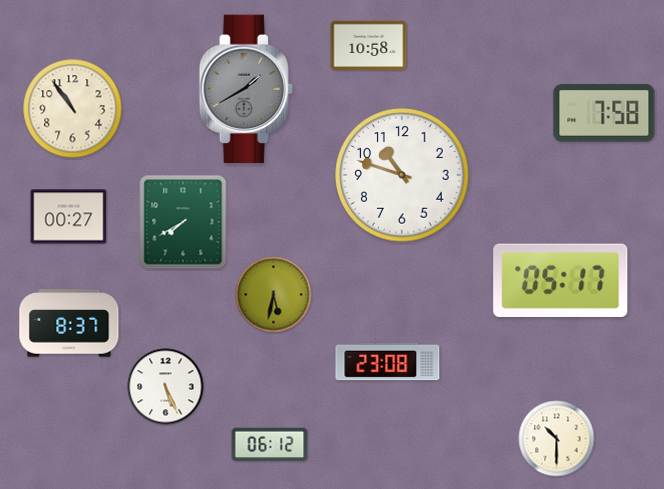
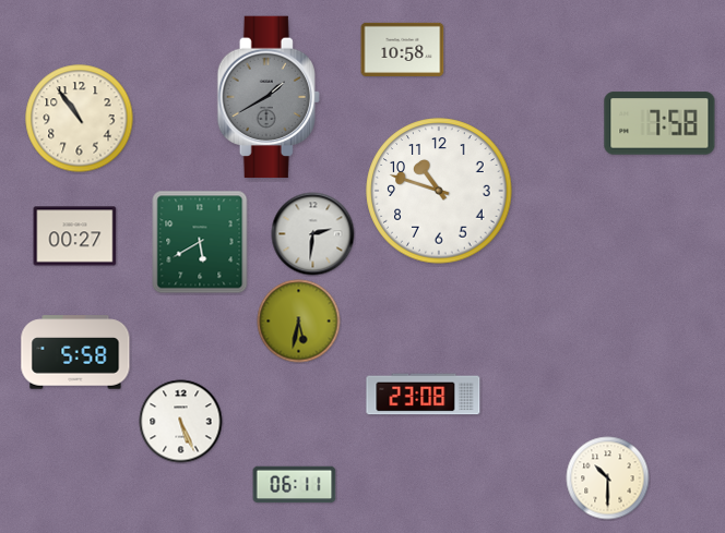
clock at (313, 234): none -> 2:31
clock at (183, 222): 7:40 -> 5:40
clock at (561, 280): 05:17 -> none
clock at (69, 323): 8:37 -> 5:58
clock at (270, 445): 06:12 -> 06:11
